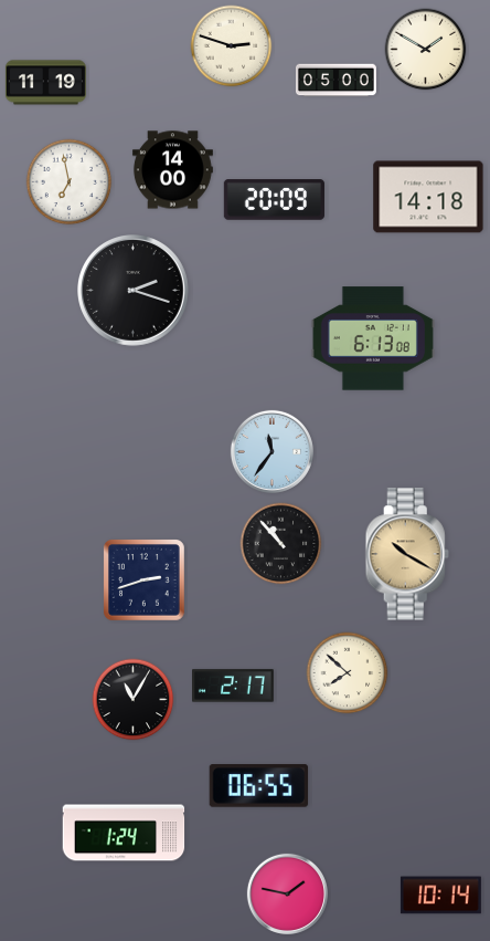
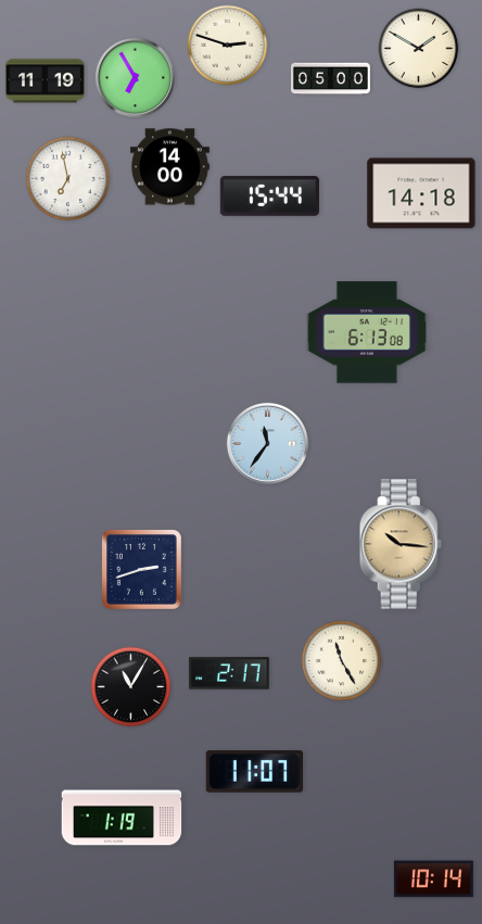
clock at (135, 77): none -> 6:55
clock at (274, 200): 20:09 -> 15:44
clock at (134, 291): 2:18 -> none
clock at (281, 544): 10:53 -> none
clock at (407, 554): 10:20 -> 10:16
clock at (348, 673): 7:52 -> 11:25
clock at (259, 786): 06:55 -> 11:07
clock at (124, 833): 1:24 -> 1:19
clock at (287, 893): 1:47 -> none
